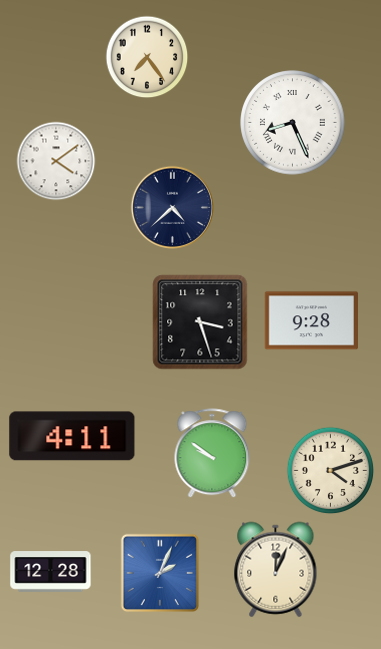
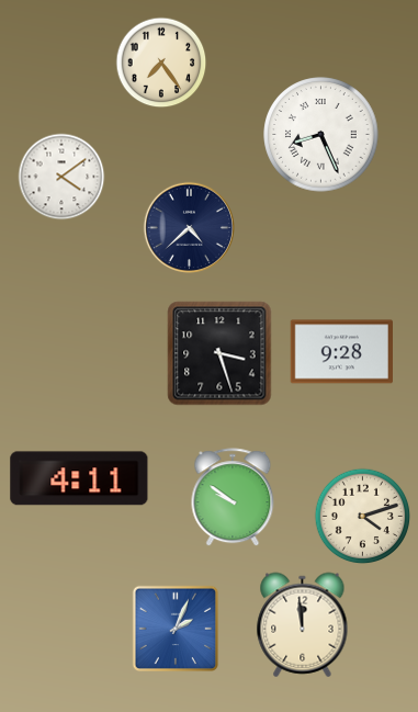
clock at (276, 570): 12:04 -> 11:59
clock at (51, 572): 12:28 -> none
